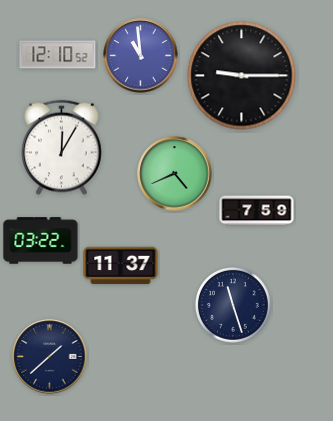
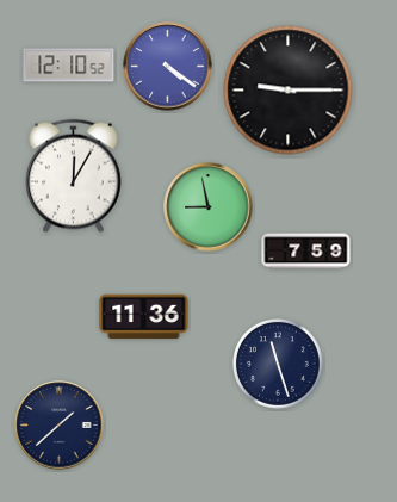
clock at (141, 56): 10:59 -> 4:21
clock at (175, 174): 4:41 -> 8:58
clock at (41, 241): 03:22 -> none
clock at (121, 266): 11:37 -> 11:36
